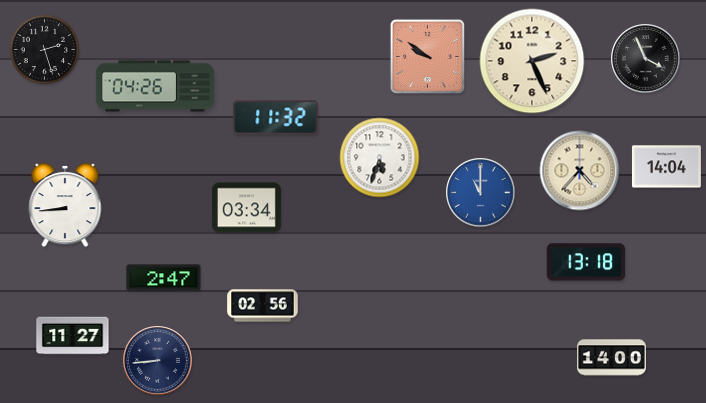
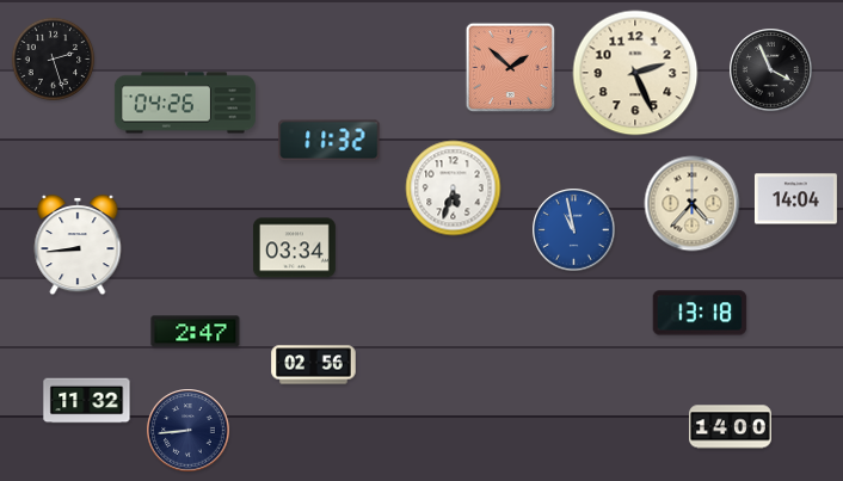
clock at (428, 57): 9:51 -> 1:52
clock at (481, 193): 11:00 -> 10:58
clock at (73, 336): 11:27 -> 11:32
